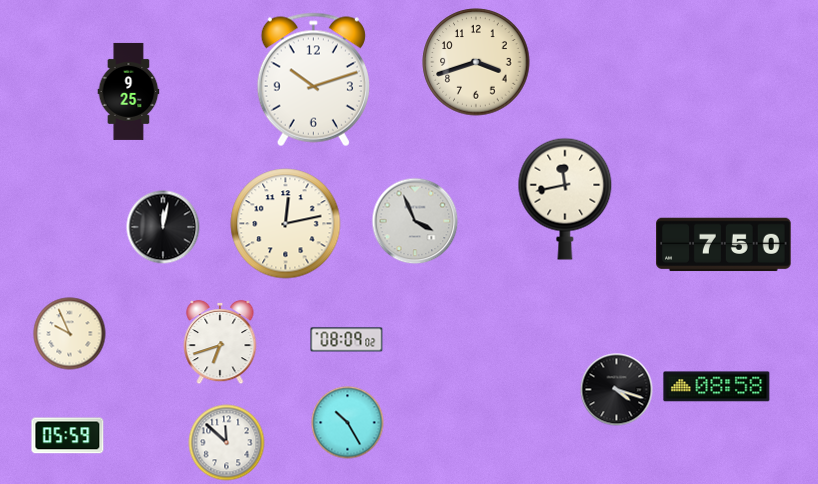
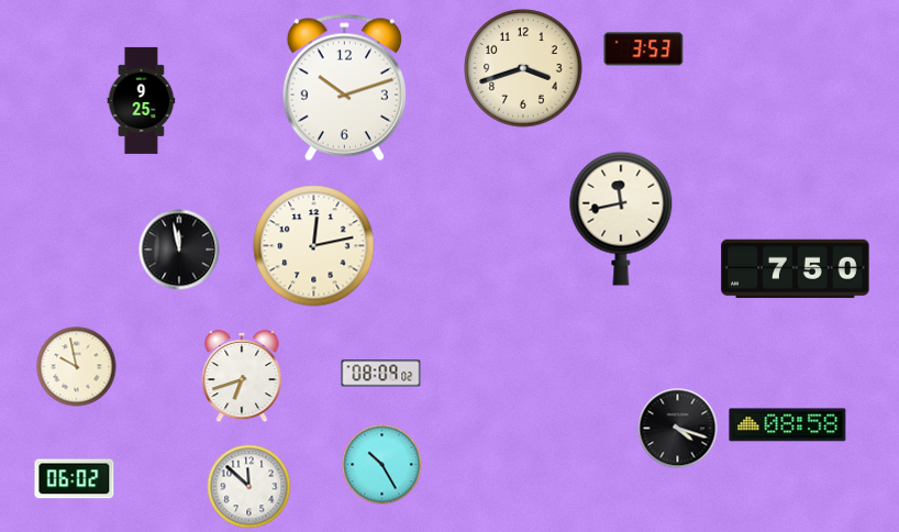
clock at (644, 49): none -> 3:53
clock at (415, 221): 3:56 -> none
clock at (163, 227): 12:02 -> 11:58
clock at (70, 334): 9:56 -> 9:58
clock at (68, 436): 05:59 -> 06:02
